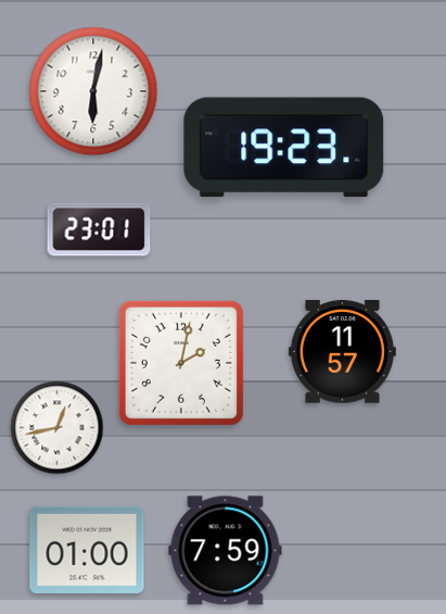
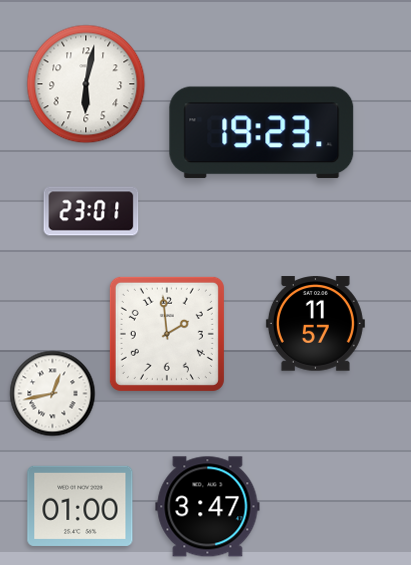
clock at (284, 148) position: (284, 148) -> (262, 133)
clock at (181, 363): 2:02 -> 1:59
clock at (226, 551): 7:59 -> 3:47
